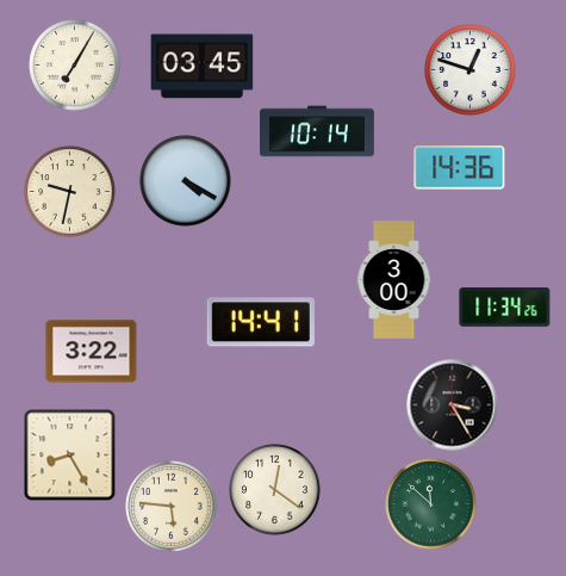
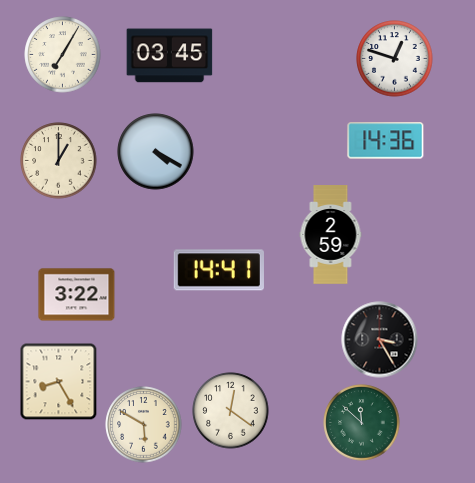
clock at (317, 131): 10:14 -> none
clock at (70, 192): 9:32 -> 1:00
clock at (394, 280): 3:00 -> 2:59
clock at (505, 308): 11:34 -> none
clock at (172, 507): 5:46 -> 5:50
